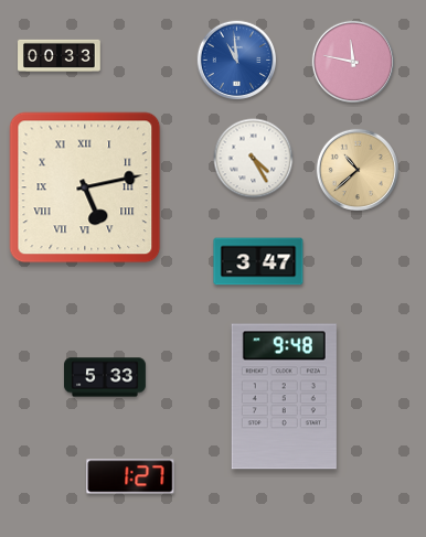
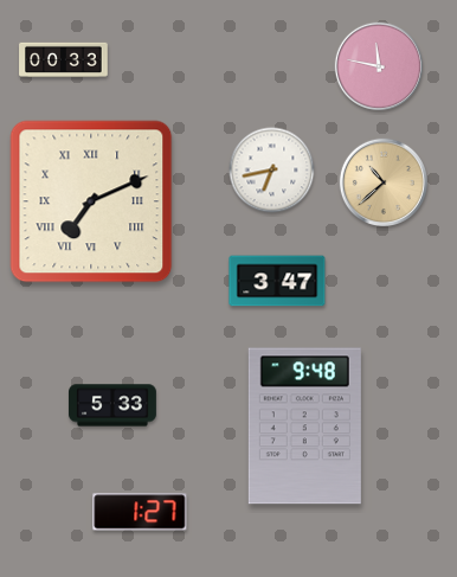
clock at (237, 61): 10:59 -> none
clock at (254, 159): 4:25 -> 6:43
clock at (85, 187): 5:13 -> 7:11
